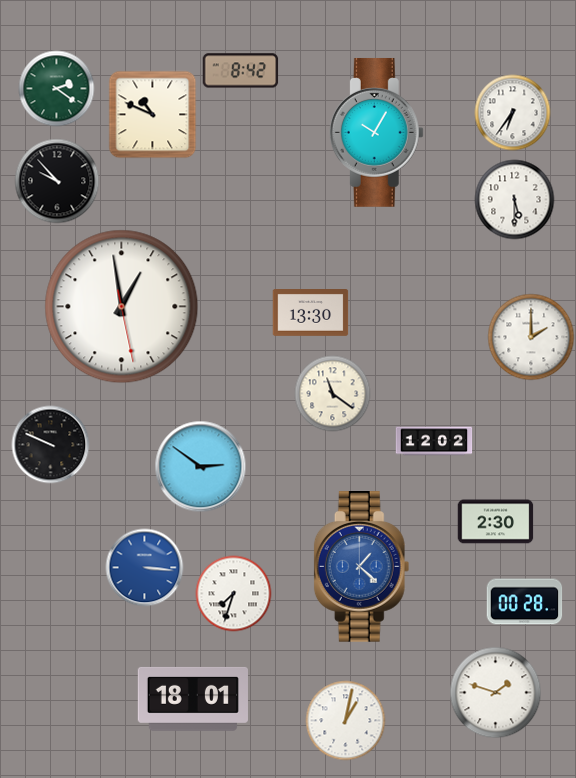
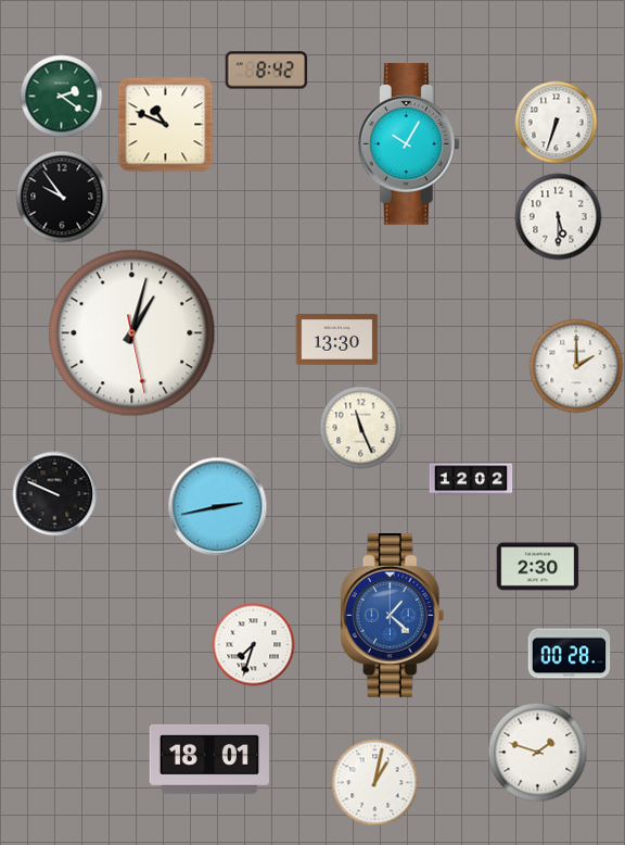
clock at (241, 71) position: (241, 71) -> (267, 71)
clock at (513, 113): 6:36 -> 6:33
clock at (57, 181): 9:53 -> 9:54
clock at (122, 307): 12:58 -> 1:02
clock at (333, 394): 11:21 -> 11:26
clock at (51, 445) position: (51, 445) -> (55, 494)
clock at (201, 467): 2:51 -> 2:43
clock at (145, 568): 3:16 -> none
